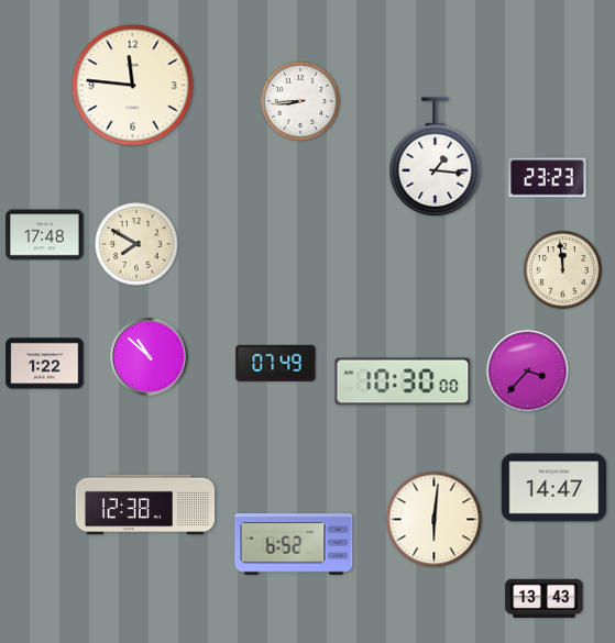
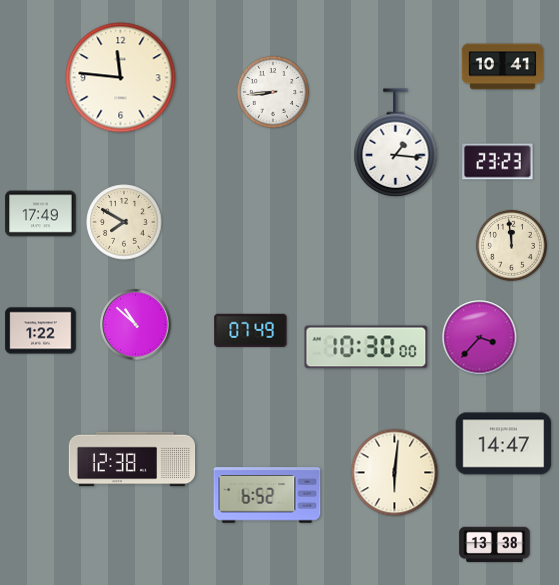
clock at (503, 67): none -> 10:41
clock at (45, 235): 17:48 -> 17:49
clock at (545, 599): 13:43 -> 13:38
